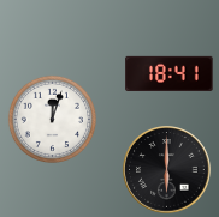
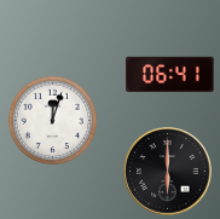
clock at (170, 73): 18:41 -> 06:41
